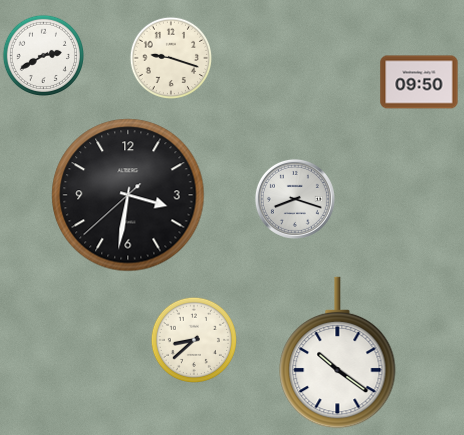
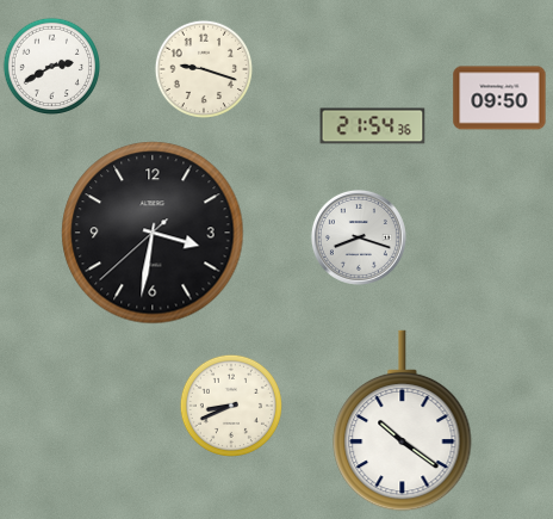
clock at (373, 126): none -> 21:54
clock at (295, 199) position: (295, 199) -> (359, 237)
clock at (194, 340): 8:38 -> 8:41
